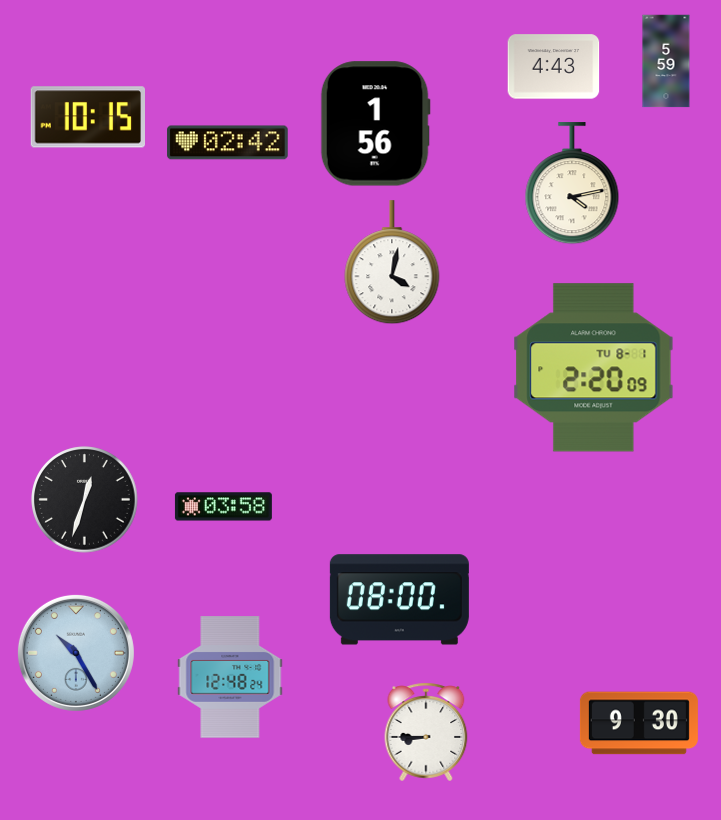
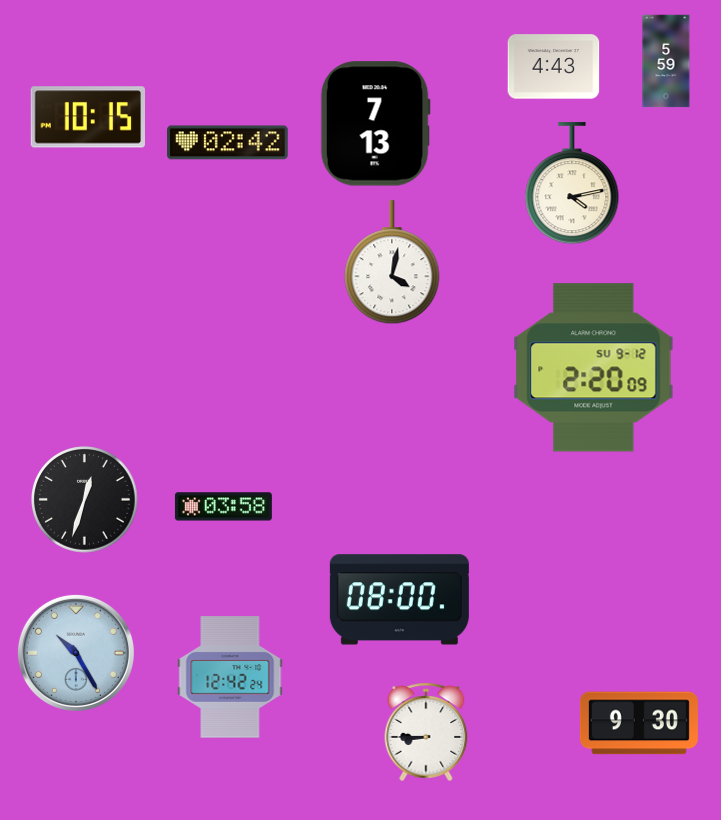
clock at (375, 124): 1:56 -> 7:13
clock at (594, 368) date: TU 8-1 -> SU 9-12
clock at (230, 677): 12:48 -> 12:42
